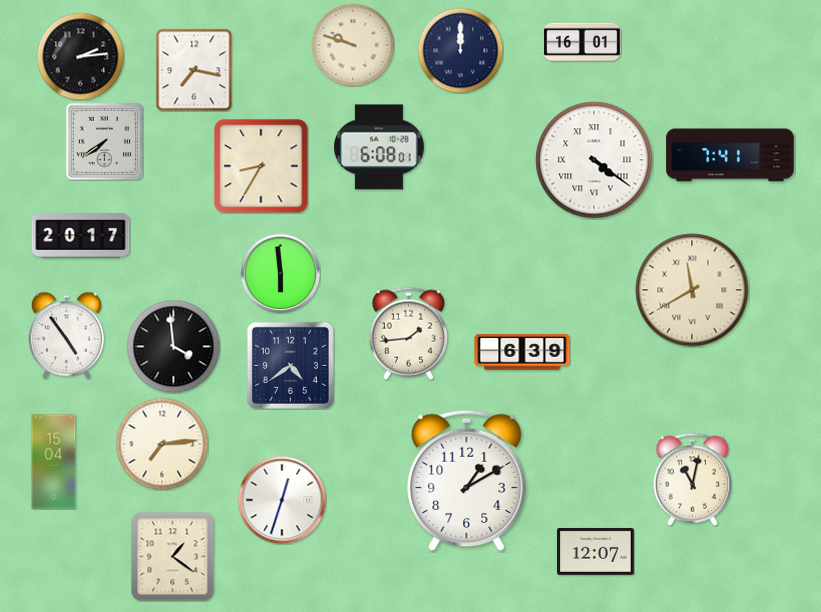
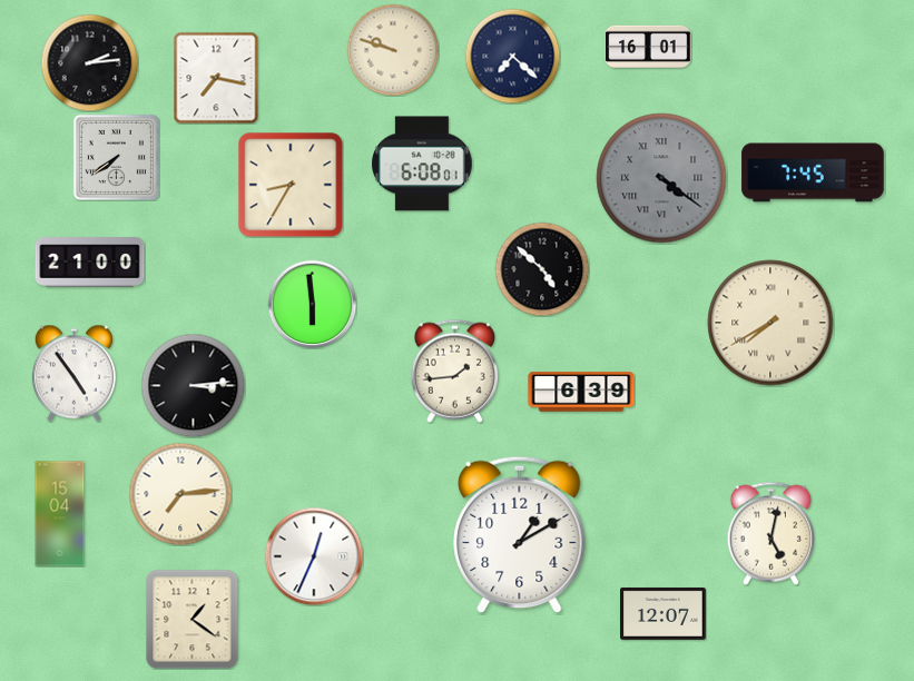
clock at (460, 50): 12:00 -> 7:22
clock at (730, 155): 7:41 -> 7:45
clock at (594, 160) dial: white -> grey
clock at (81, 236): 20:17 -> 21:00
clock at (542, 269): none -> 4:52
clock at (692, 290): 11:40 -> 7:40
clock at (173, 346): 3:59 -> 3:14
clock at (290, 365): 4:39 -> none
clock at (692, 479): 11:02 -> 5:02
clock at (282, 500): 12:33 -> 12:34
